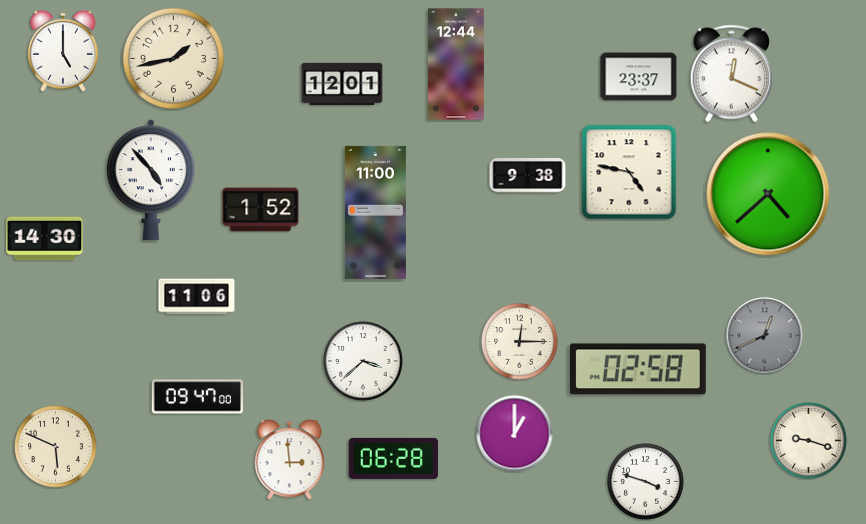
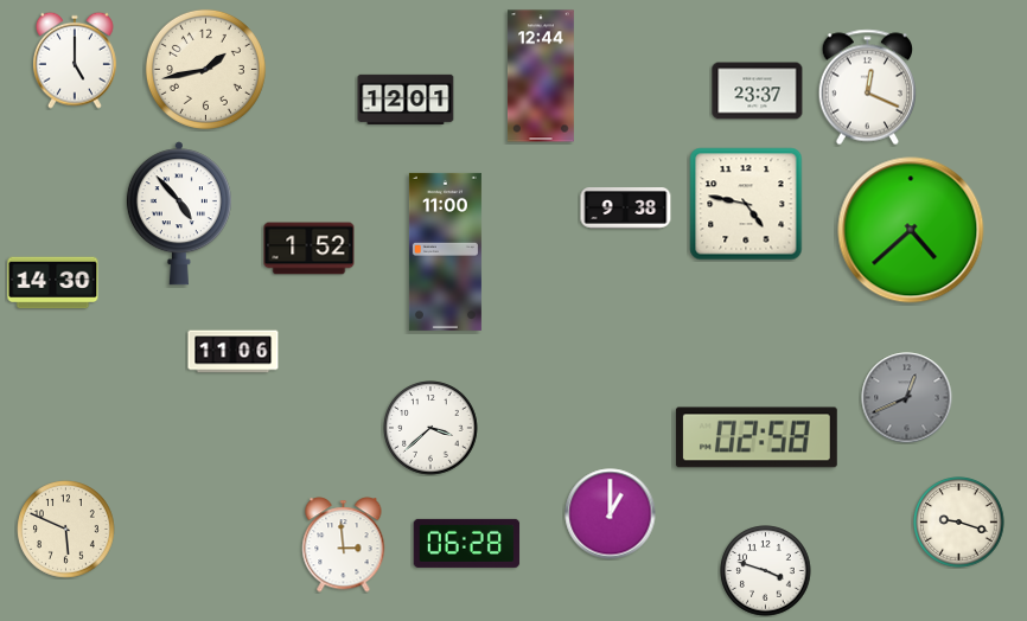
clock at (520, 342): 12:15 -> none
clock at (197, 397): 09:47 -> none
